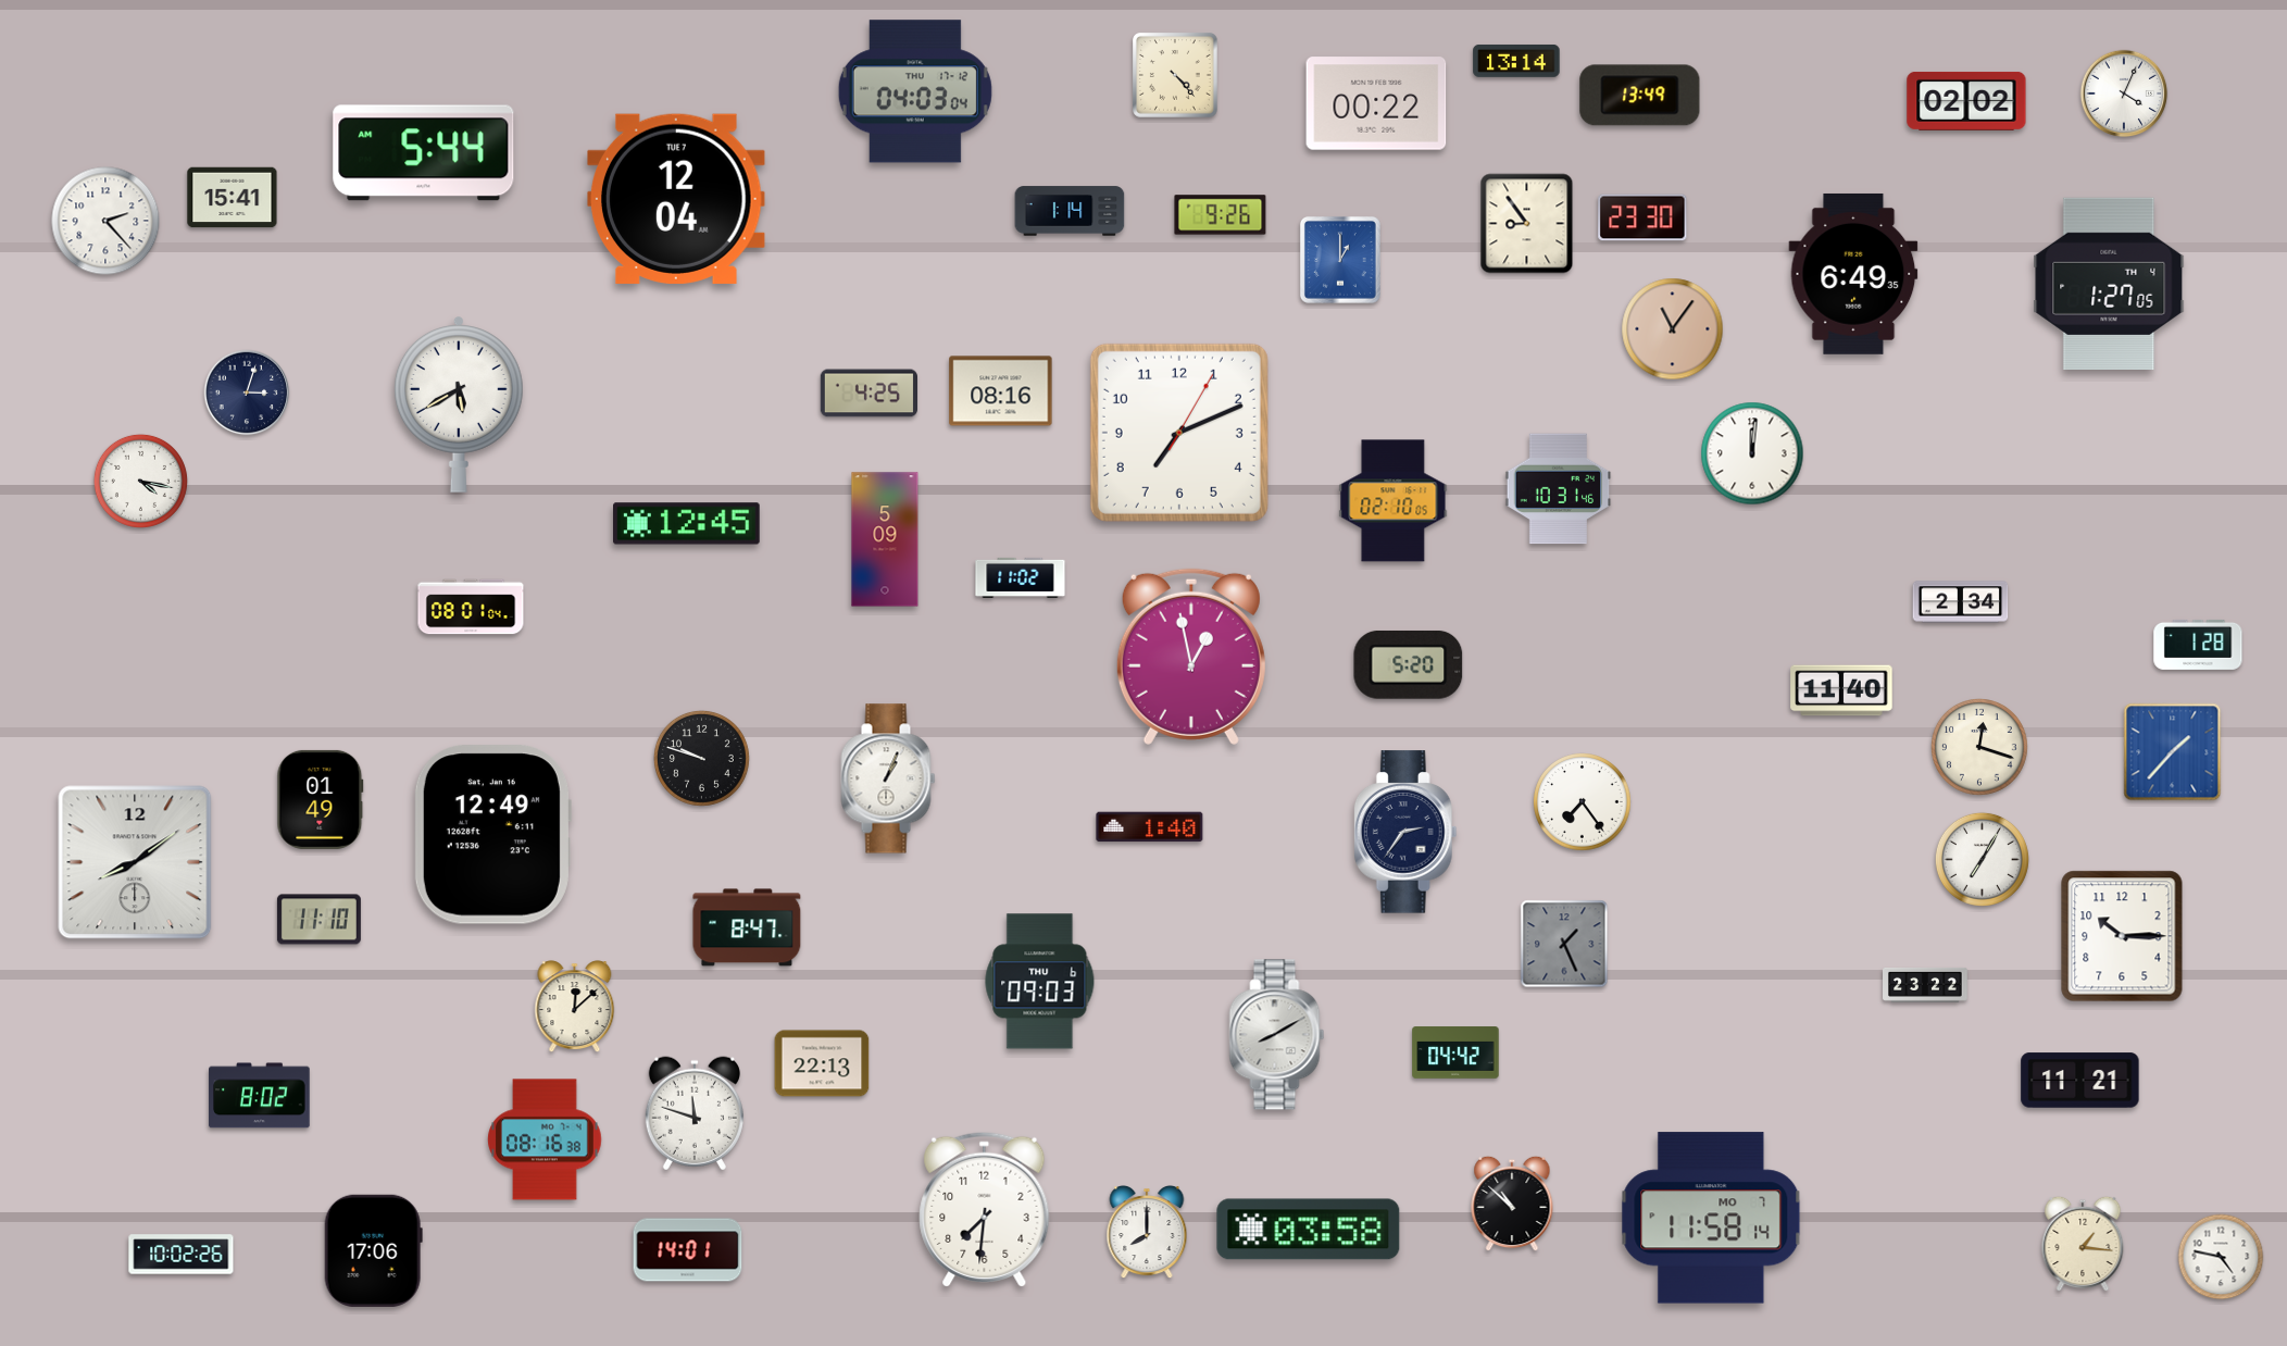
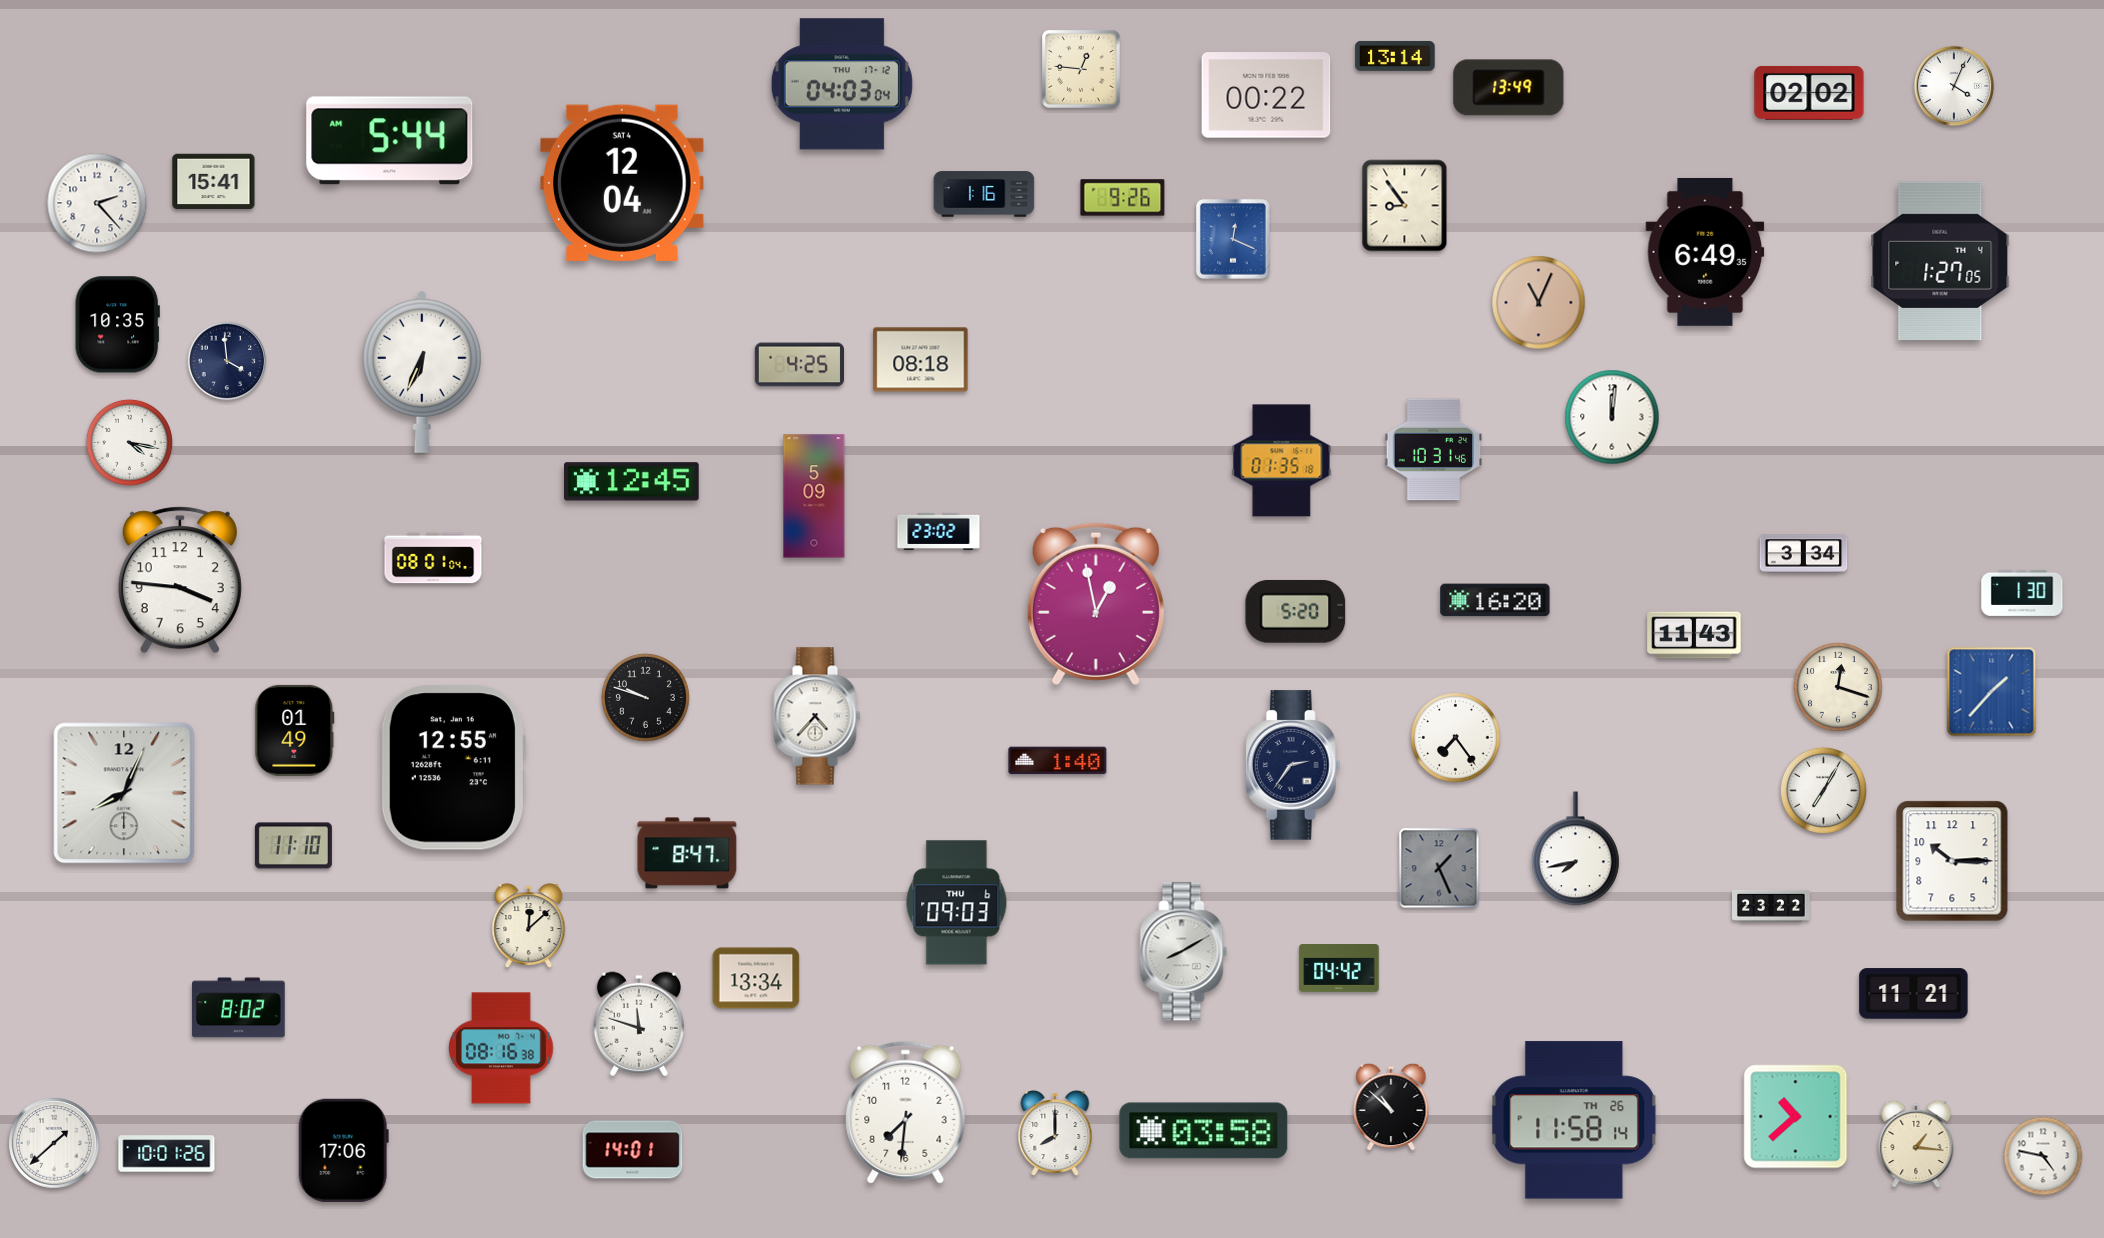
clock at (1176, 76): 4:23 -> 12:46
clock at (676, 199) date: TUE 7 -> SAT 4
clock at (1070, 211): 1:14 -> 1:16
clock at (1642, 217): 23:30 -> none
clock at (1340, 260): 1:00 -> 12:19
clock at (1673, 329): 11:06 -> 11:04
clock at (117, 325): none -> 10:35
clock at (1001, 391): 08:16 -> 08:18
clock at (247, 392): 3:03 -> 3:59
clock at (868, 394) position: (868, 394) -> (799, 365)
clock at (459, 404): 5:40 -> 6:34
clock at (1179, 433): 7:11 -> none
clock at (1394, 501): 02:10 -> 01:35
clock at (1021, 577): 11:02 -> 23:02
clock at (1961, 602): 2:34 -> 3:34
clock at (180, 580): none -> 3:46
clock at (2198, 645): 1:28 -> 1:30
clock at (1495, 600): none -> 16:20
clock at (1841, 690): 11:40 -> 11:43
clock at (1980, 748) position: (1980, 748) -> (1839, 688)
clock at (2173, 752) position: (2173, 752) -> (1992, 692)
clock at (888, 778): 1:04 -> 4:37
clock at (321, 799) position: (321, 799) -> (295, 730)
clock at (492, 835): 12:49 -> 12:55
clock at (135, 862): 8:09 -> 8:04
clock at (1575, 849): none -> 7:43
clock at (1277, 1035) position: (1277, 1035) -> (1184, 952)
clock at (822, 1063): 22:13 -> 13:34
clock at (1796, 1117): none -> 10:38
clock at (1711, 1218) date: MO 7 -> TH 26
clock at (54, 1143): none -> 1:38
clock at (182, 1255): 10:02 -> 10:01
